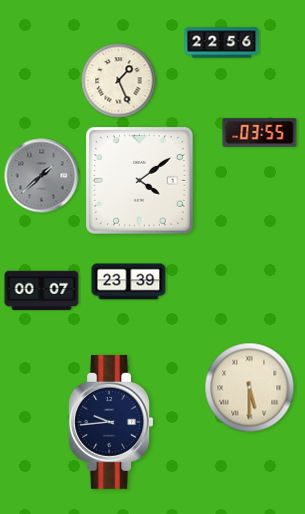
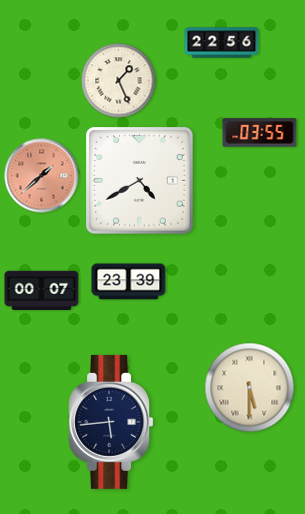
clock at (42, 176) dial: grey -> salmon
clock at (140, 181): 4:09 -> 4:40
clock at (110, 422): 9:44 -> 5:44
